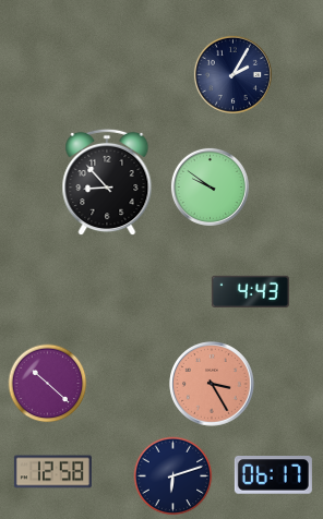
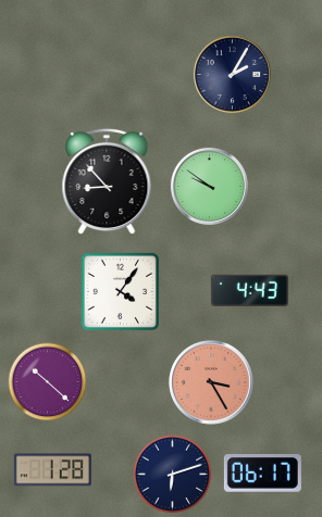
clock at (120, 291): none -> 4:06
clock at (52, 472): 12:58 -> 1:28
clock at (273, 475) position: (273, 475) -> (262, 474)
